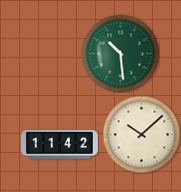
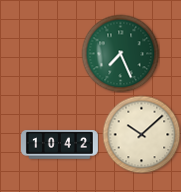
clock at (120, 53): 10:29 -> 7:26
clock at (59, 145): 11:42 -> 10:42
